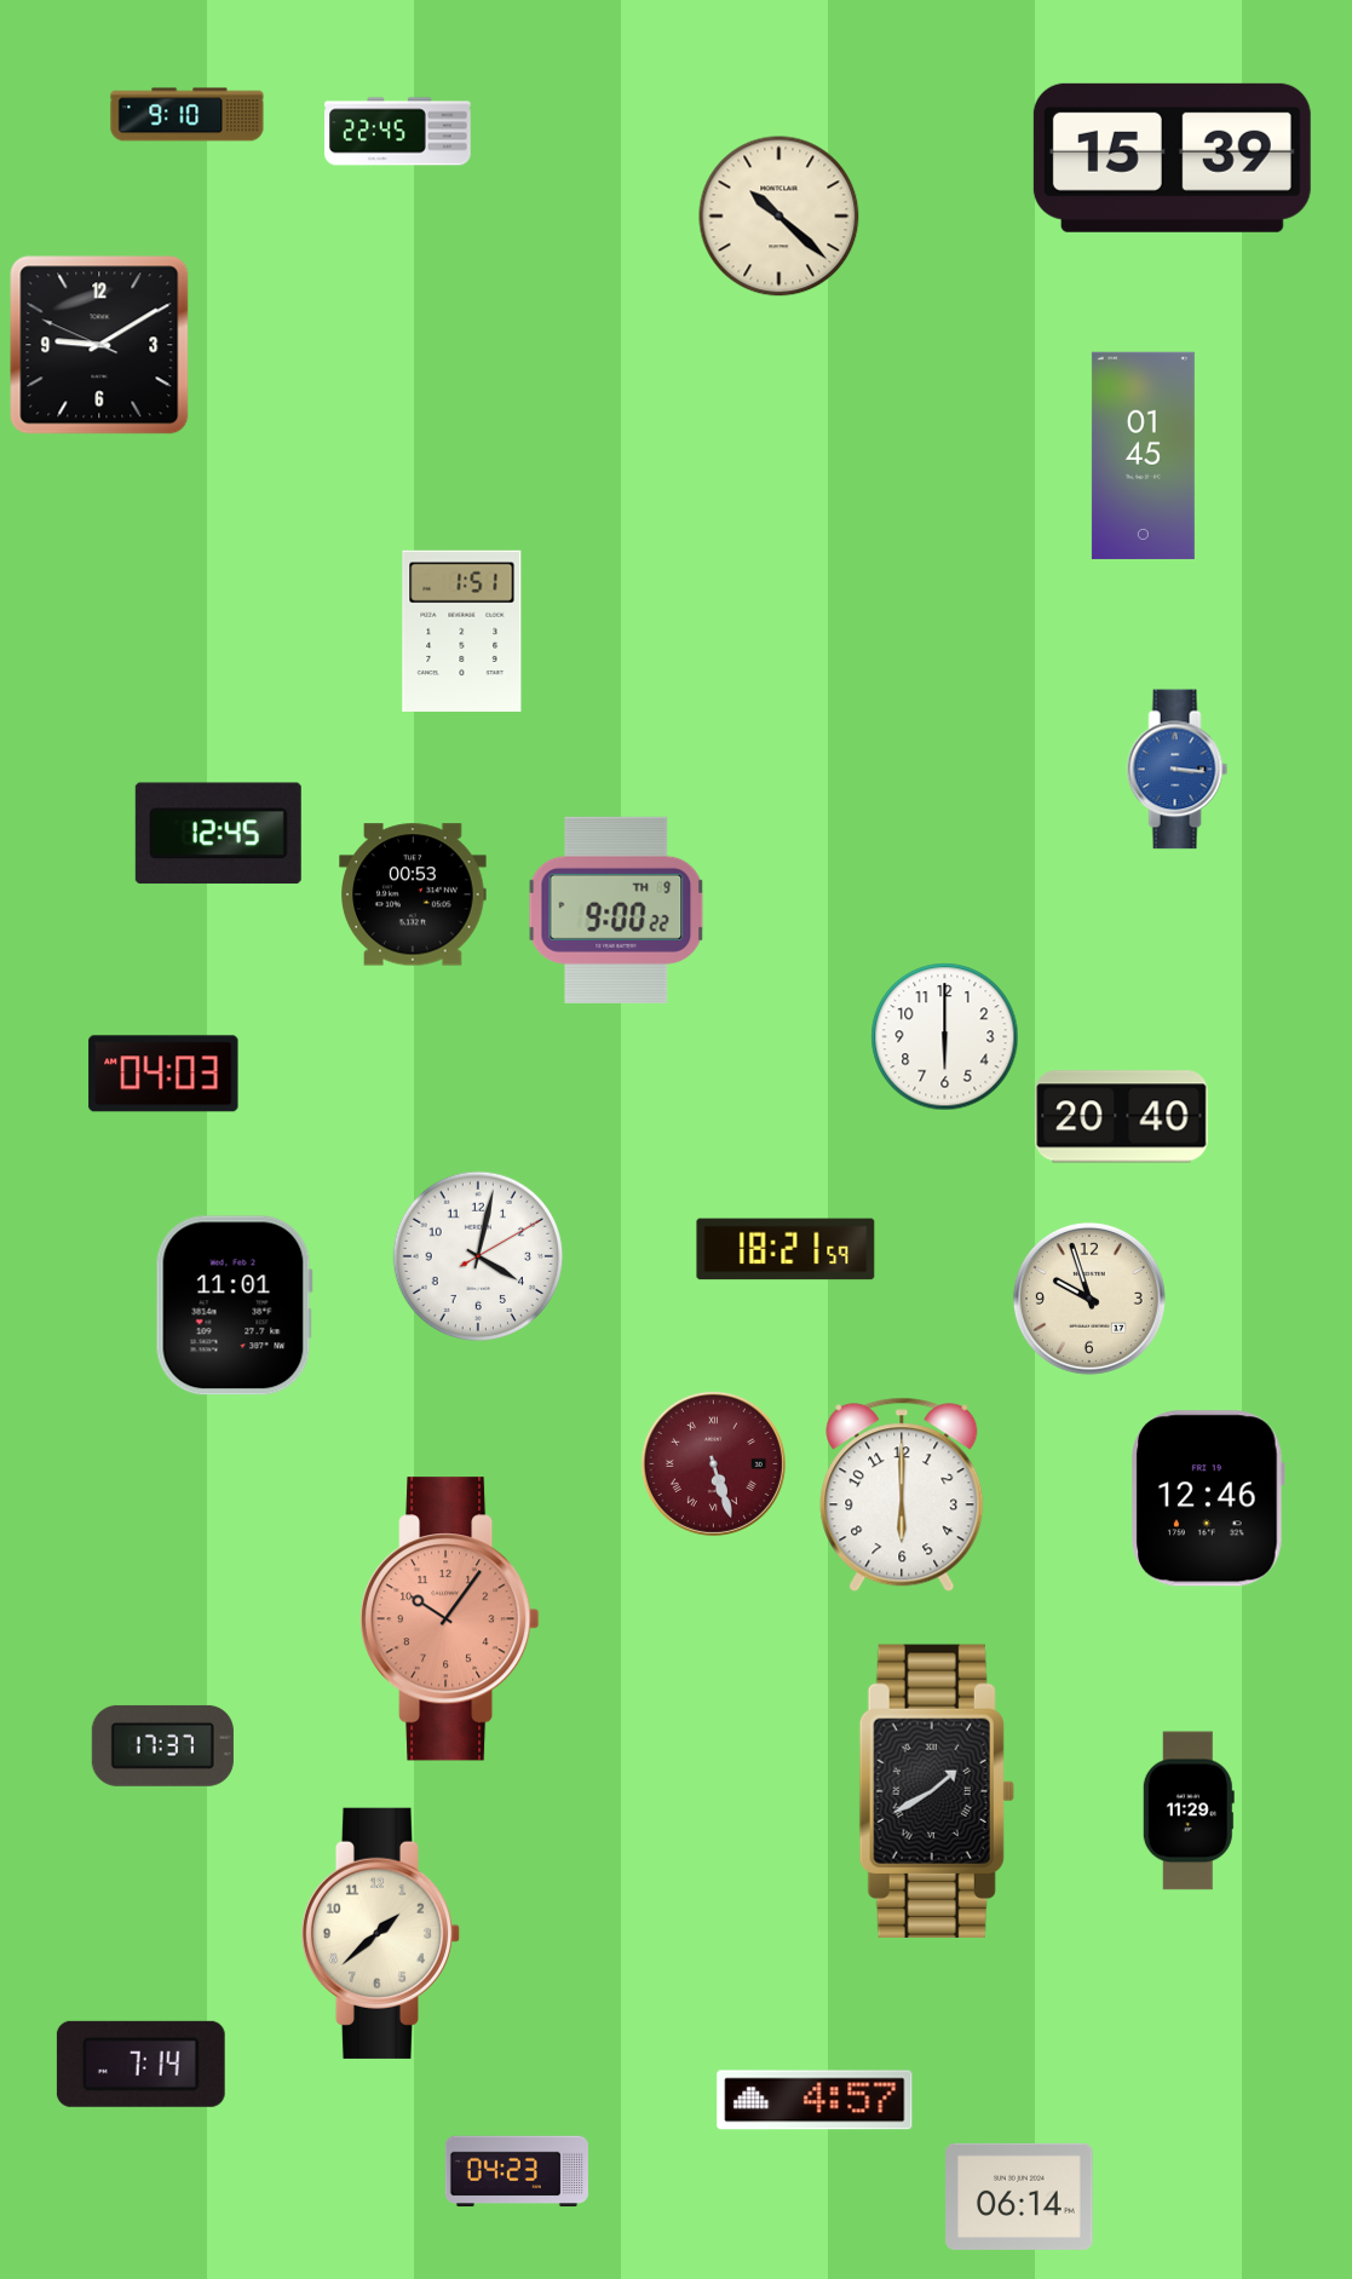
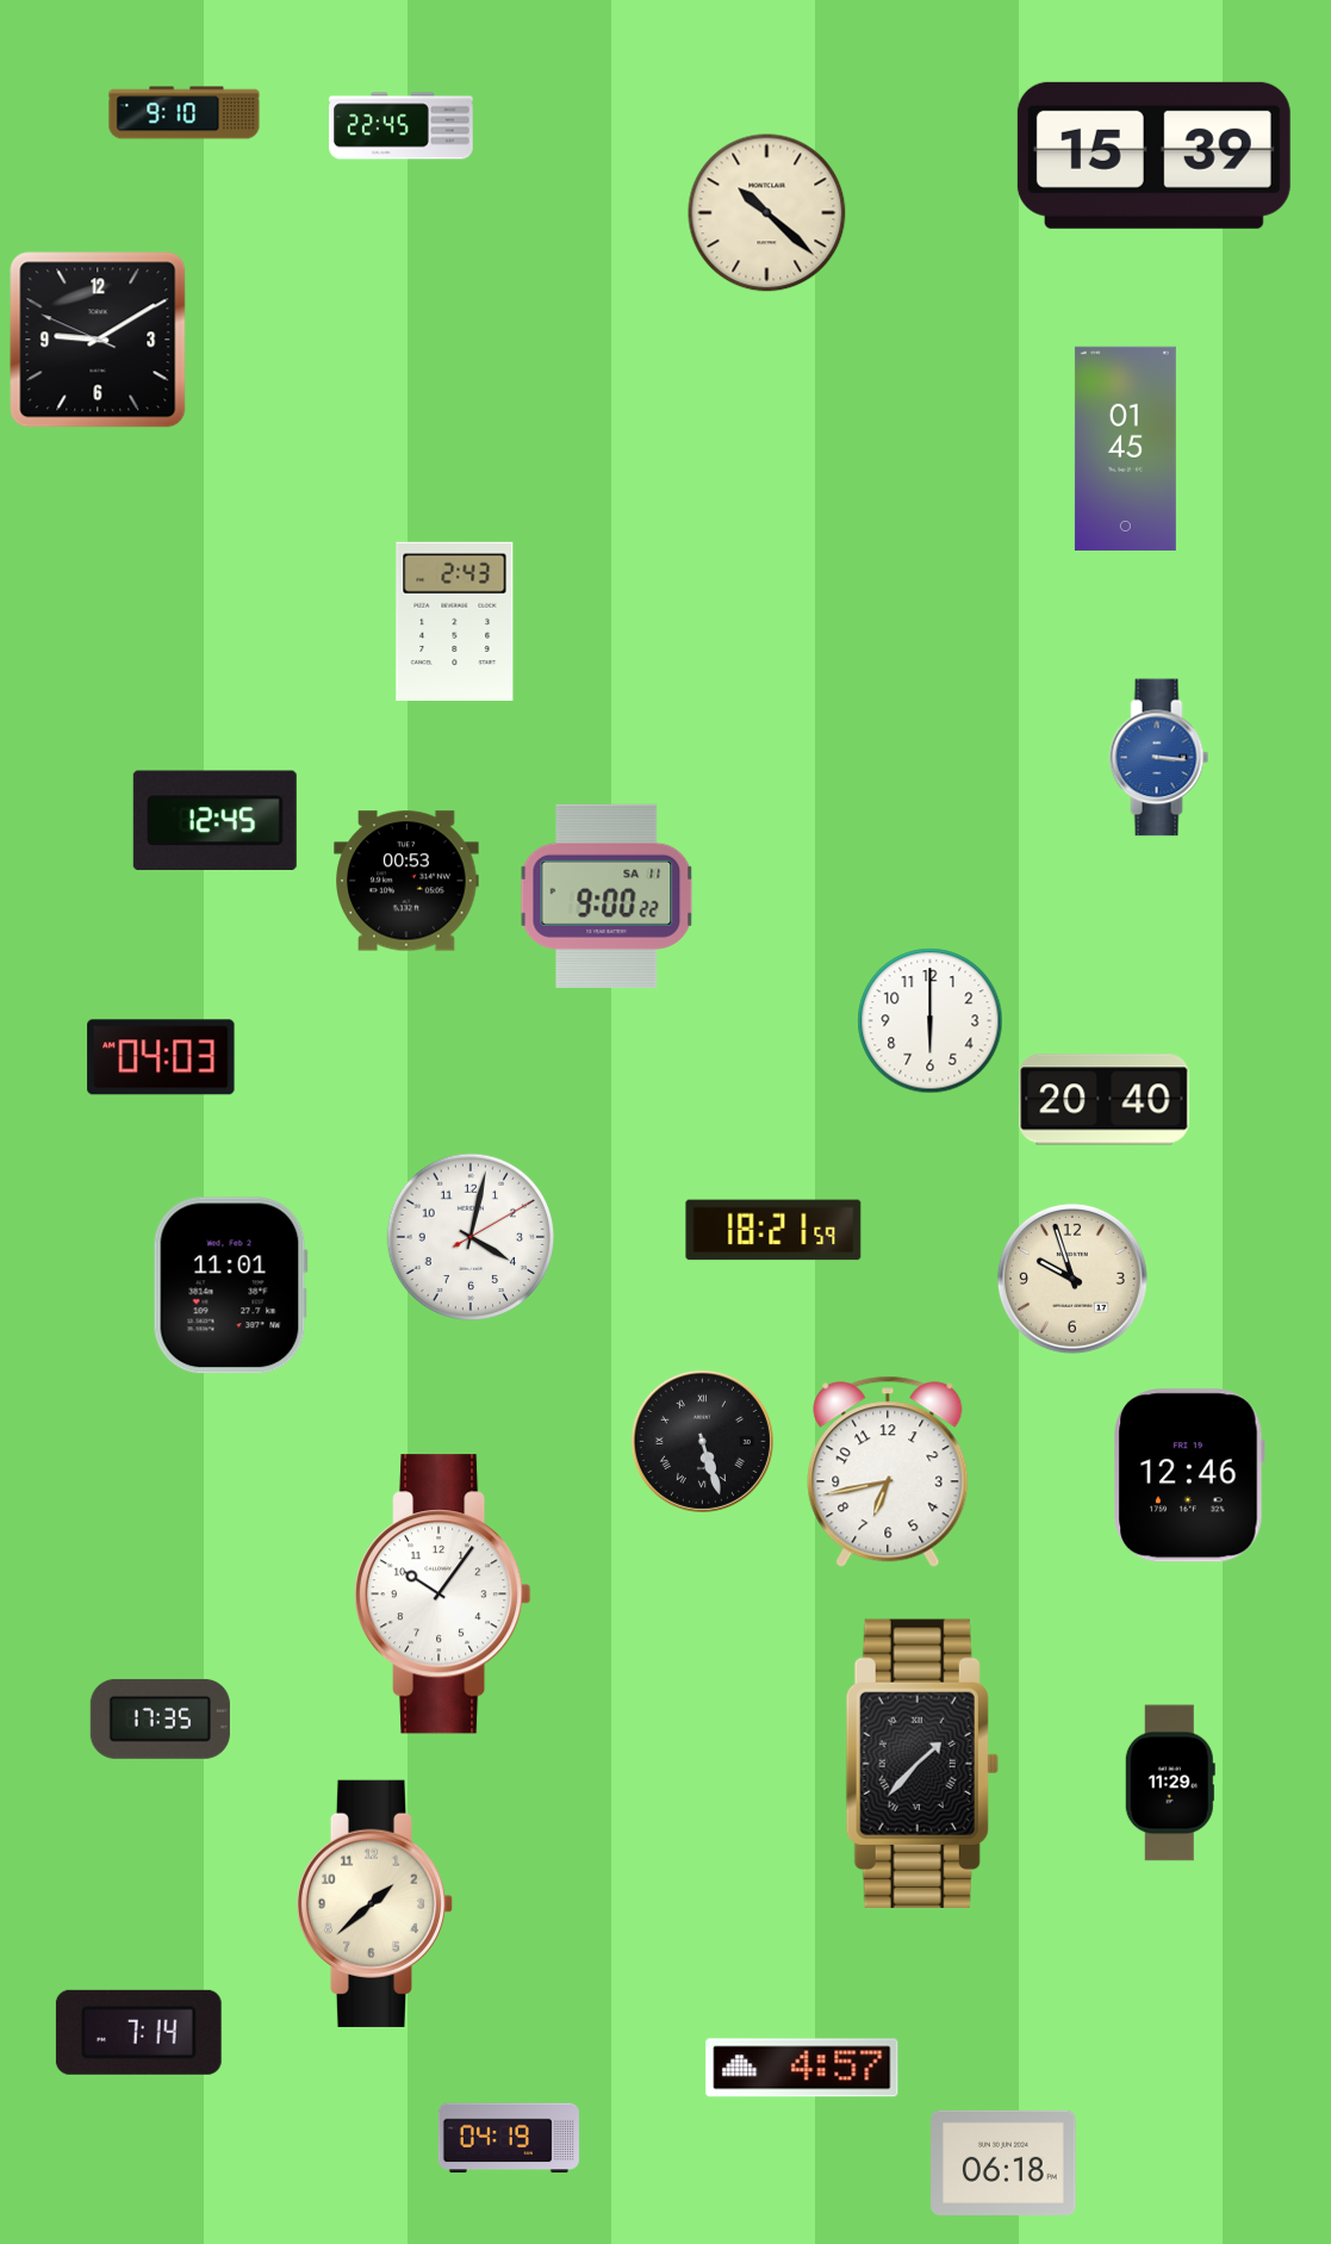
clock at (398, 132) position: (398, 132) -> (402, 126)
clock at (462, 631): 1:51 -> 2:43
clock at (616, 910) date: TH 9 -> SA 11
clock at (713, 1463) dial: burgundy -> black
clock at (902, 1495): 6:00 -> 6:43
clock at (450, 1619) dial: salmon -> white
clock at (162, 1745): 17:37 -> 17:35
clock at (937, 1791): 1:40 -> 1:37
clock at (517, 2171): 04:23 -> 04:19
clock at (1019, 2197): 06:14 -> 06:18
